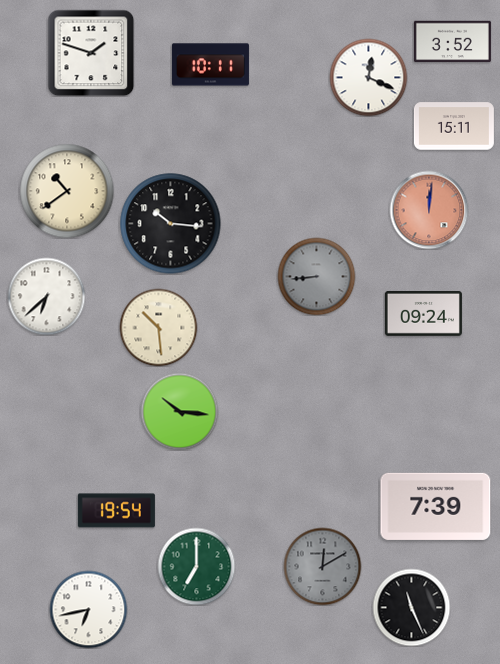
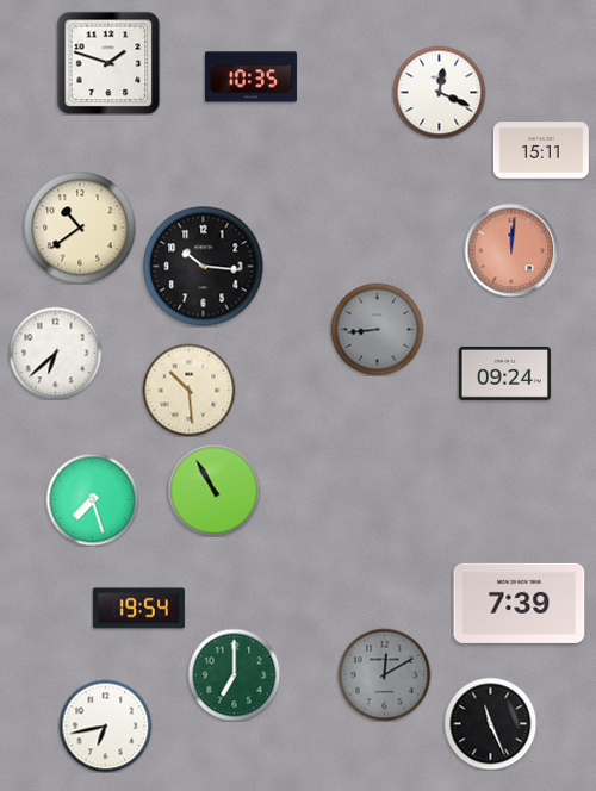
clock at (452, 42): 3:52 -> none
clock at (210, 65): 10:11 -> 10:35
clock at (179, 411): 10:16 -> 10:55
clock at (92, 499): none -> 7:27
